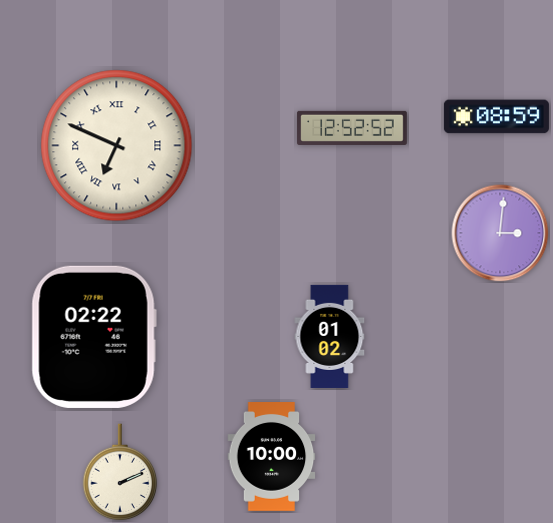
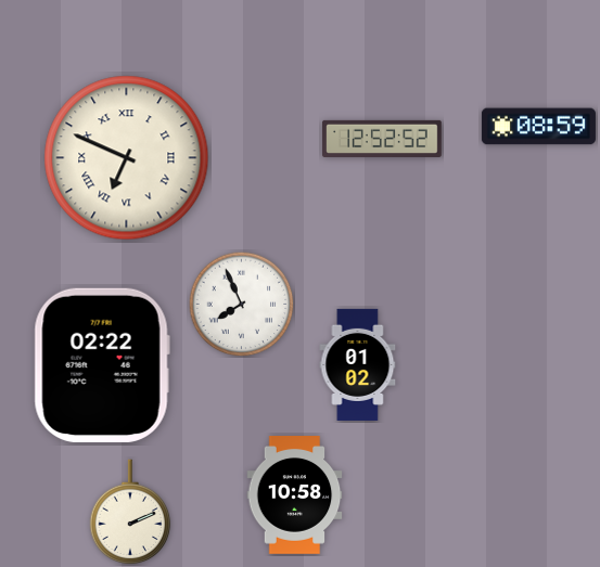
clock at (500, 233): 3:01 -> none
clock at (241, 304): none -> 7:56
clock at (272, 457): 10:00 -> 10:58
